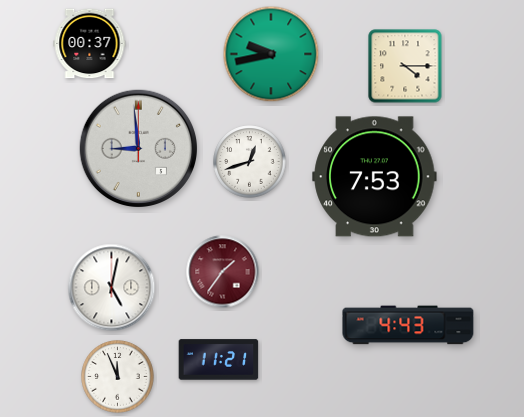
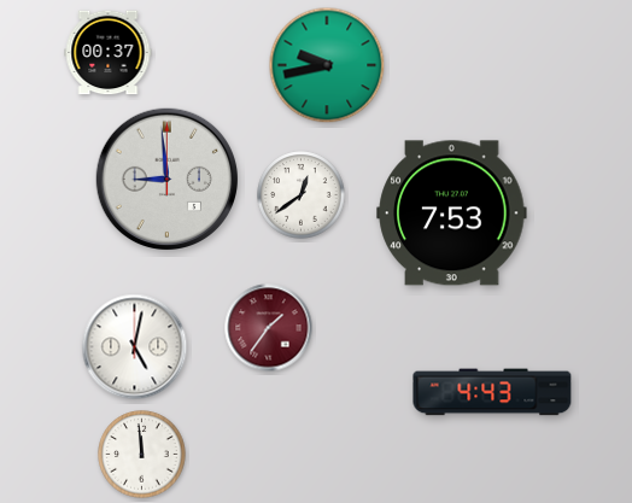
clock at (405, 66): 4:15 -> none
clock at (250, 162): 12:42 -> 12:39
clock at (219, 360): 11:21 -> none
clock at (118, 377): 11:56 -> 11:59
